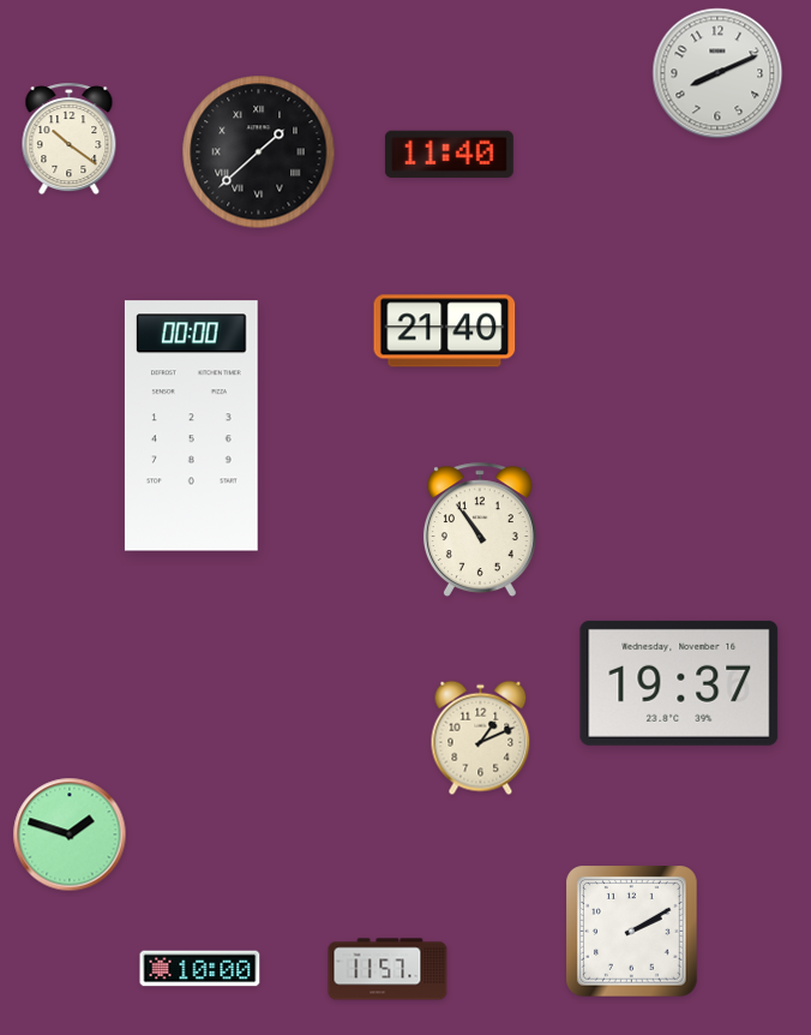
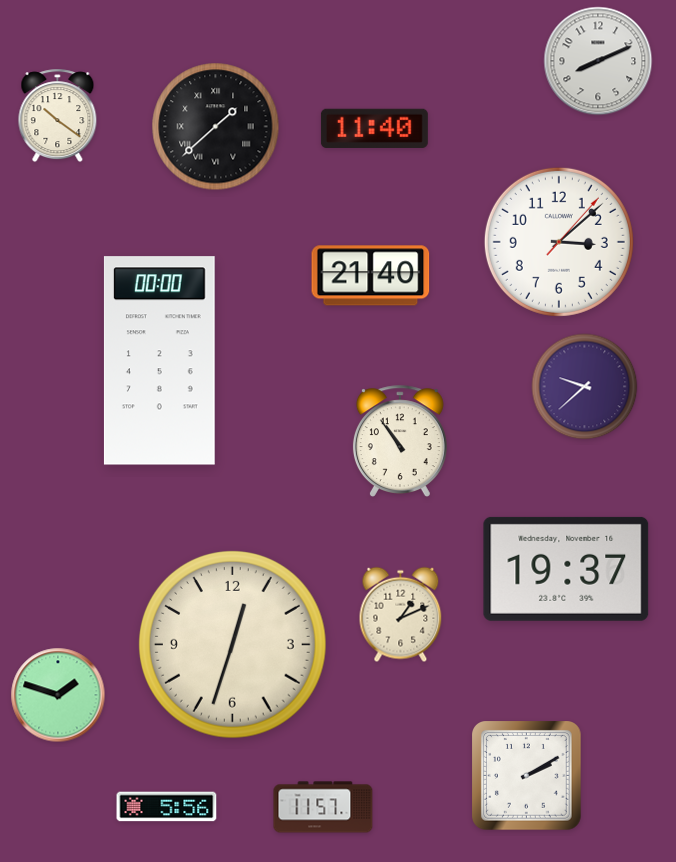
clock at (559, 242): none -> 3:08
clock at (191, 426) position: (191, 426) -> (159, 361)
clock at (585, 387): none -> 9:38
clock at (232, 644): none -> 12:33
clock at (200, 969): 10:00 -> 5:56
